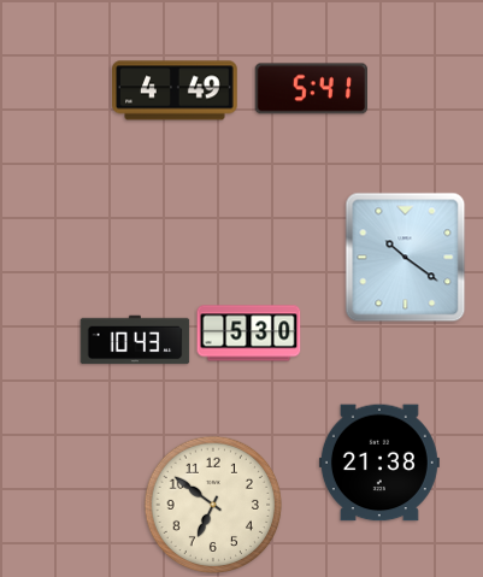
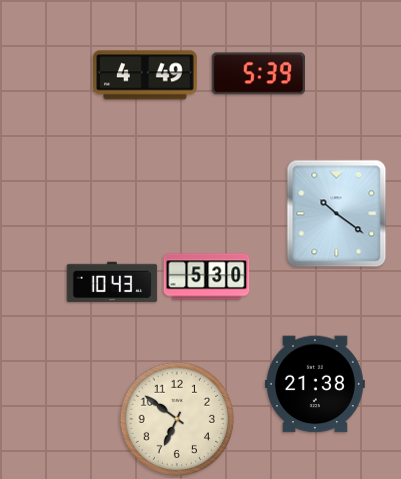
clock at (311, 89): 5:41 -> 5:39
